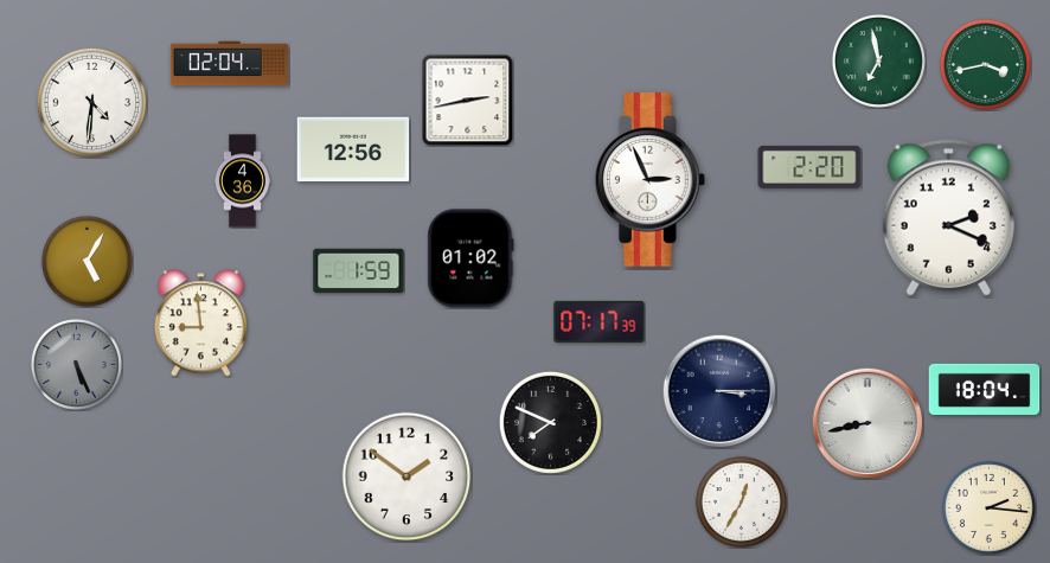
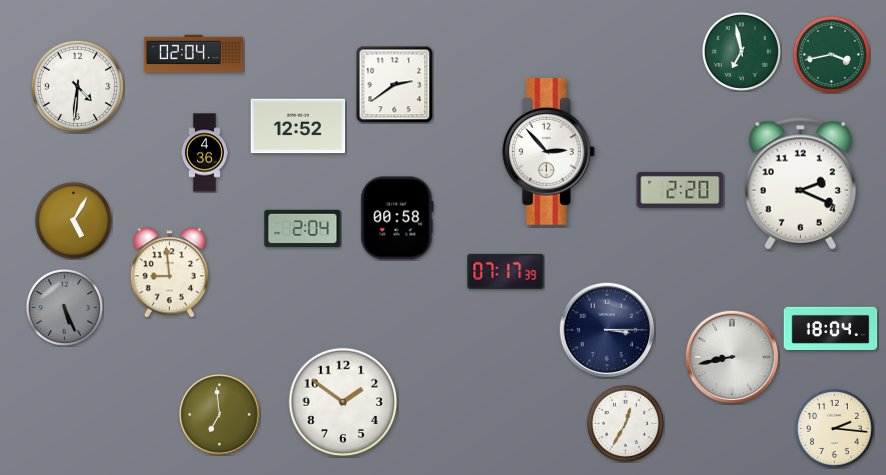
clock at (467, 100): 2:43 -> 2:39
clock at (353, 149): 12:56 -> 12:52
clock at (809, 167) position: (809, 167) -> (680, 190)
clock at (649, 180): 2:56 -> 2:53
clock at (470, 258): 01:02 -> 00:58
clock at (359, 271): 1:59 -> 2:04
clock at (550, 422): 7:49 -> none
clock at (220, 415): none -> 6:59
